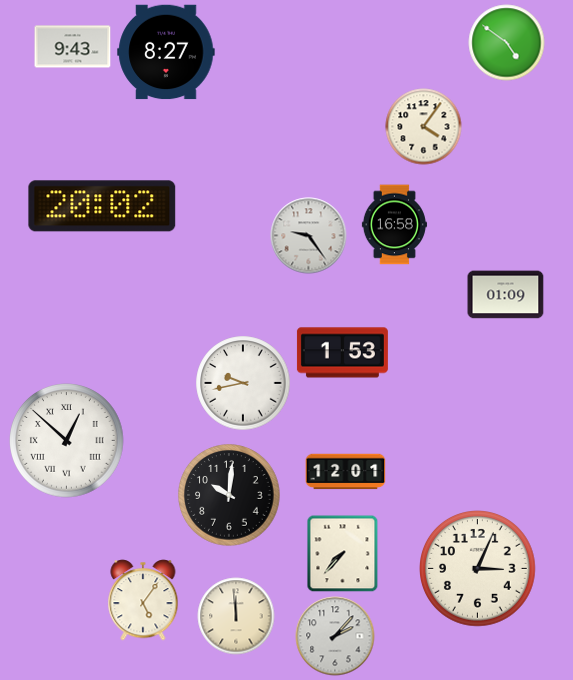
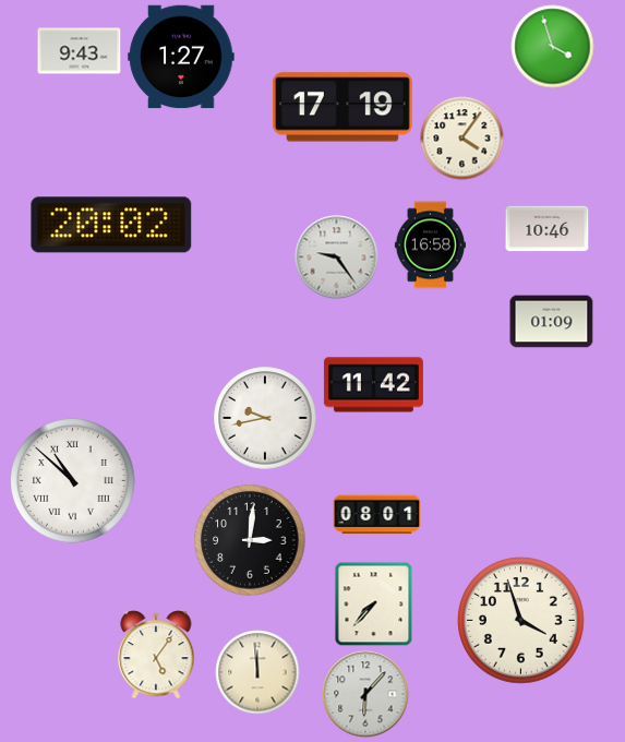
clock at (507, 43): 4:51 -> 3:57
clock at (166, 52): 8:27 -> 1:27
clock at (342, 107): none -> 17:19
clock at (548, 229): none -> 10:46
clock at (342, 353): 1:53 -> 11:42
clock at (67, 441): 12:52 -> 10:52
clock at (346, 472): 12:01 -> 08:01
clock at (229, 495): 10:01 -> 3:01
clock at (478, 569): 3:04 -> 3:57
clock at (335, 636): 2:07 -> 6:07
